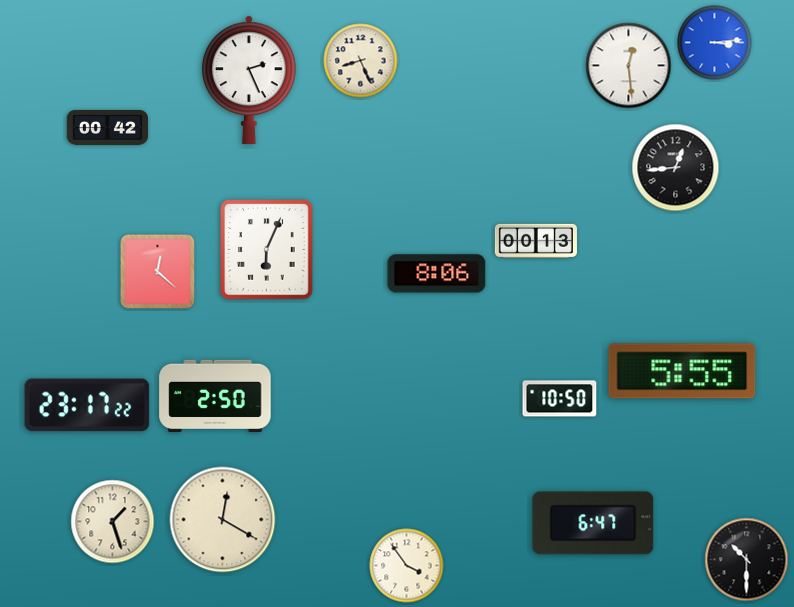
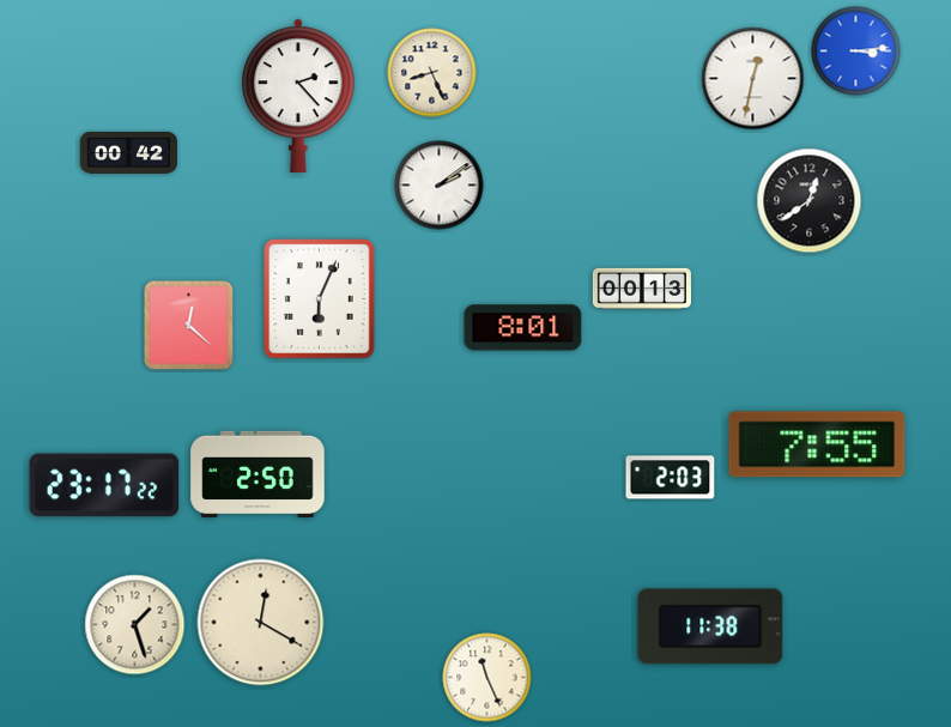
clock at (629, 66): 12:29 -> 12:32
clock at (249, 80): 2:26 -> 2:23
clock at (440, 186): none -> 2:09
clock at (676, 168): 12:44 -> 12:39
clock at (437, 274): 8:06 -> 8:01
clock at (682, 371): 5:55 -> 7:55
clock at (560, 399): 10:50 -> 2:03
clock at (223, 520) position: (223, 520) -> (261, 623)
clock at (593, 523): 6:47 -> 11:38
clock at (747, 560): 10:30 -> none
clock at (407, 566): 3:54 -> 11:26
